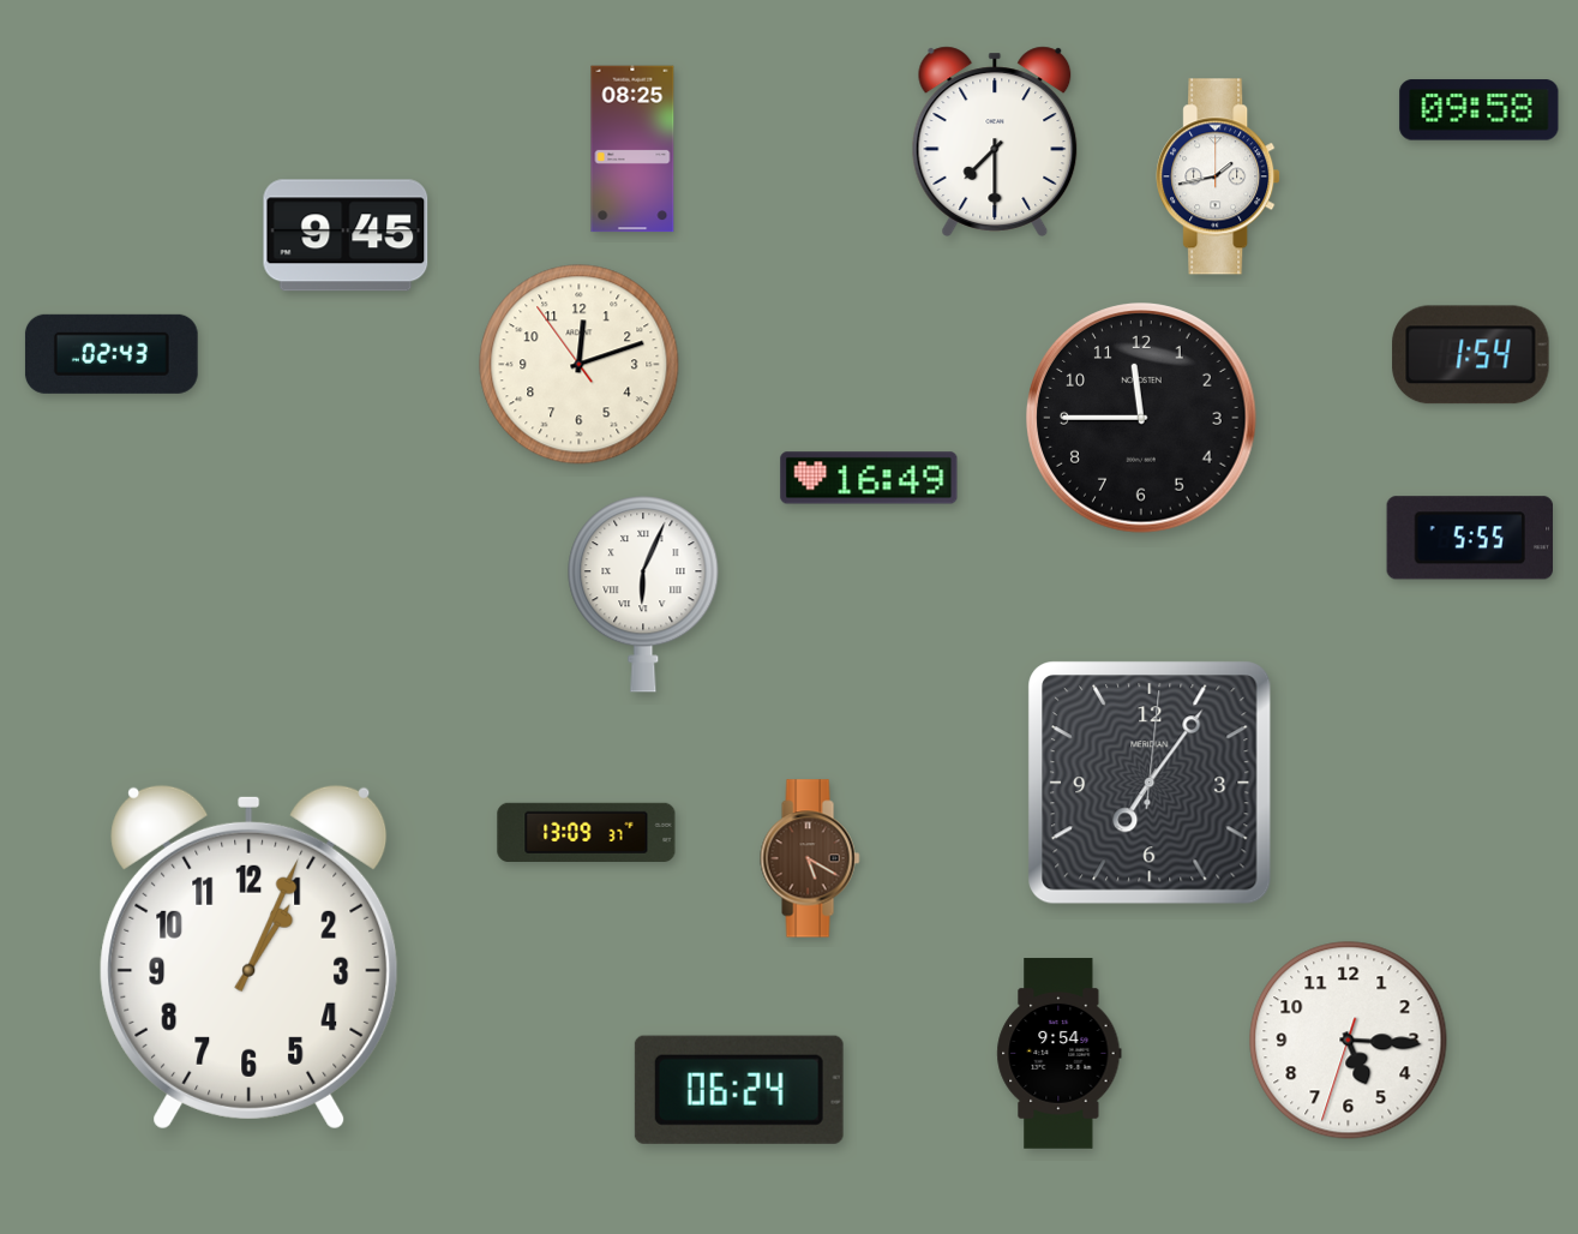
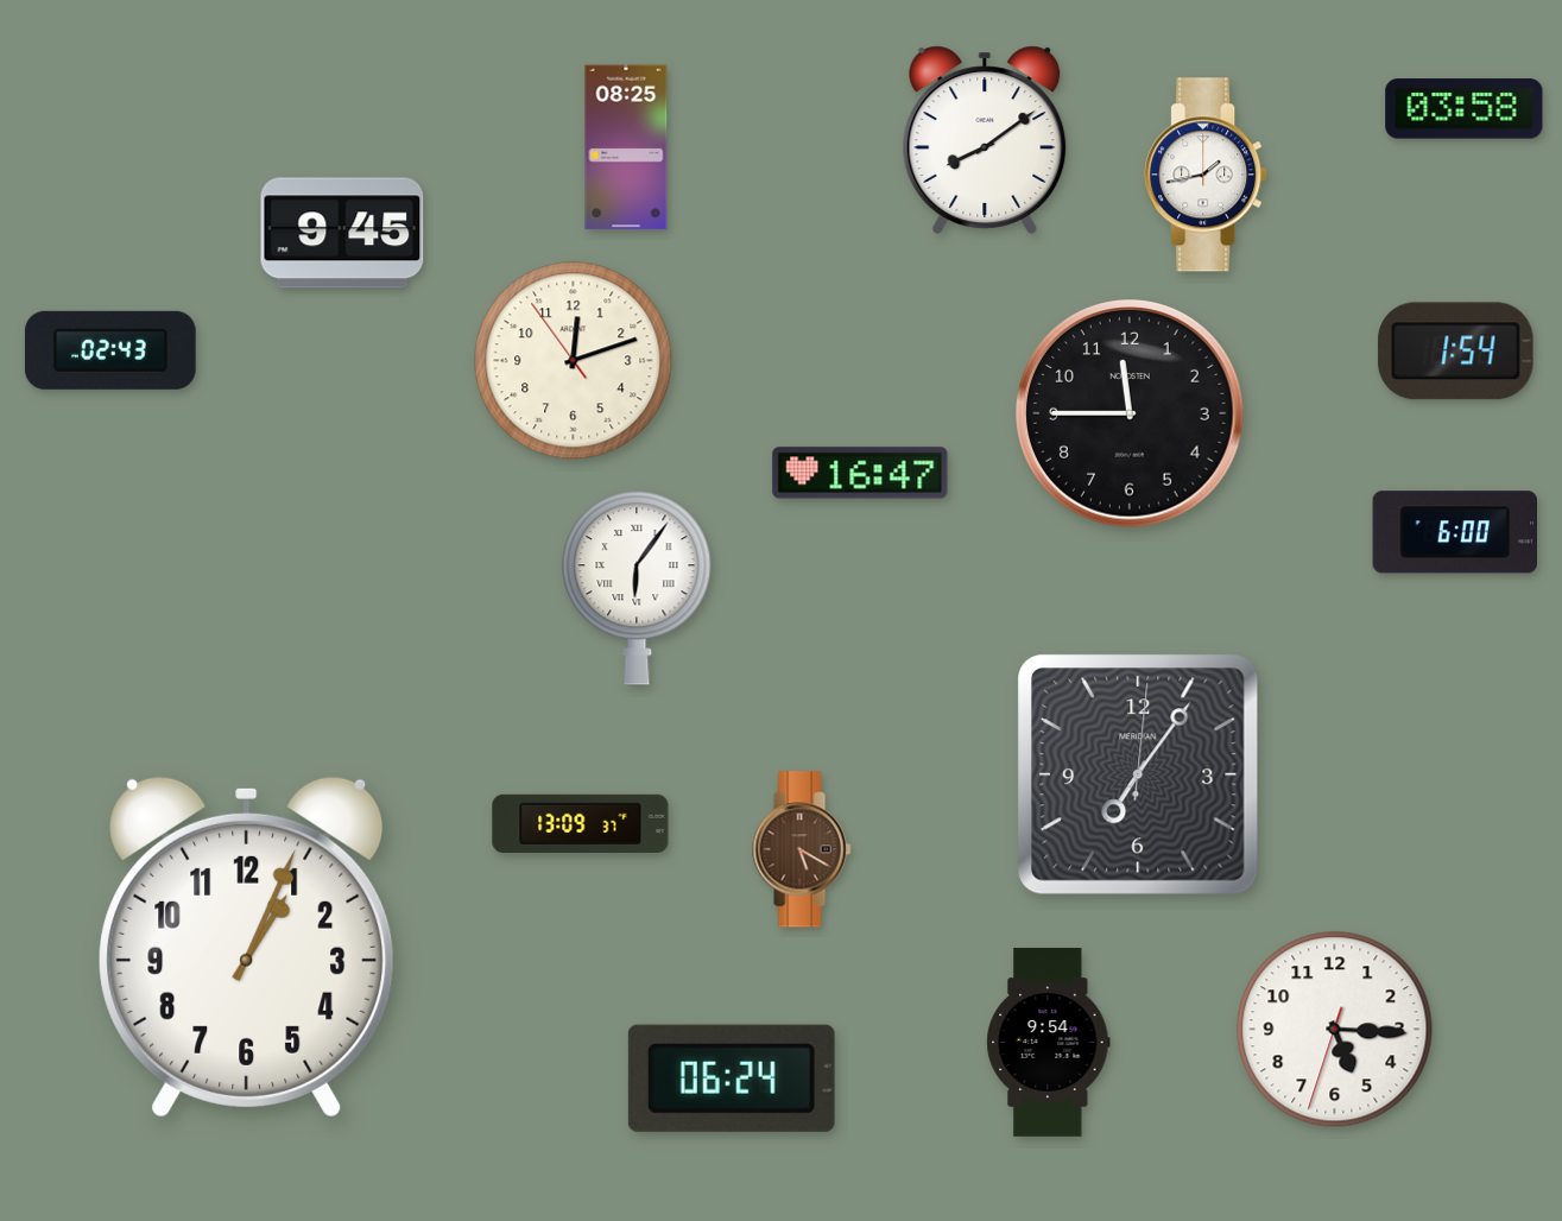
clock at (1480, 110): 09:58 -> 03:58
clock at (995, 142): 7:30 -> 8:09
clock at (869, 478): 16:49 -> 16:47
clock at (1470, 538): 5:55 -> 6:00
clock at (643, 594): 6:04 -> 6:06
